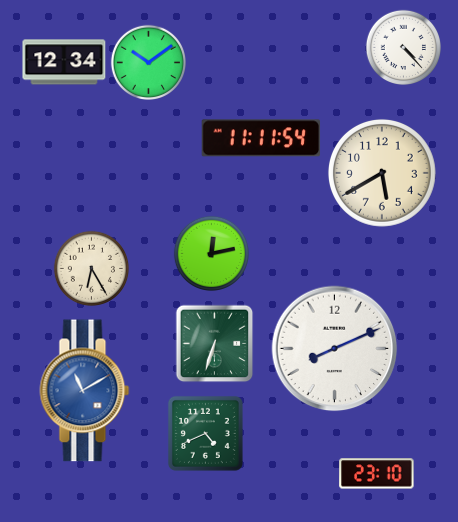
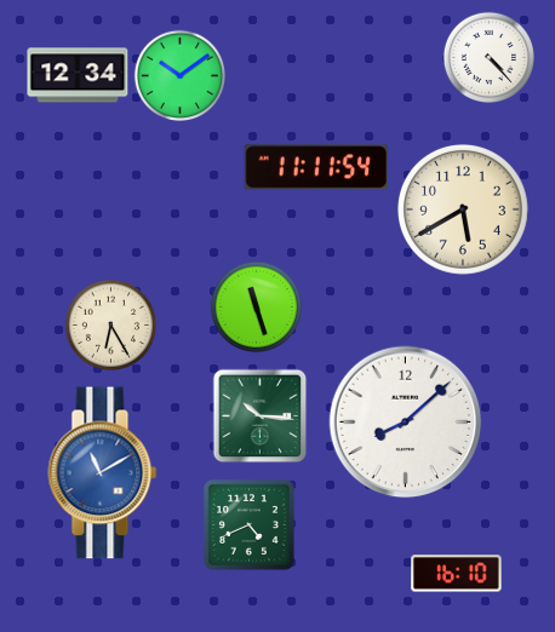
clock at (211, 253): 12:13 -> 11:27
clock at (215, 344): 6:33 -> 10:16
clock at (335, 349): 8:11 -> 8:08
clock at (377, 474): 23:10 -> 16:10
